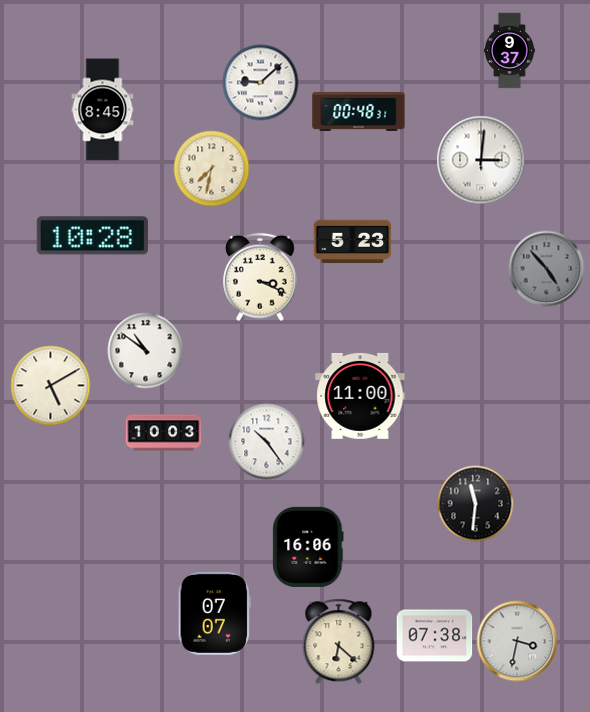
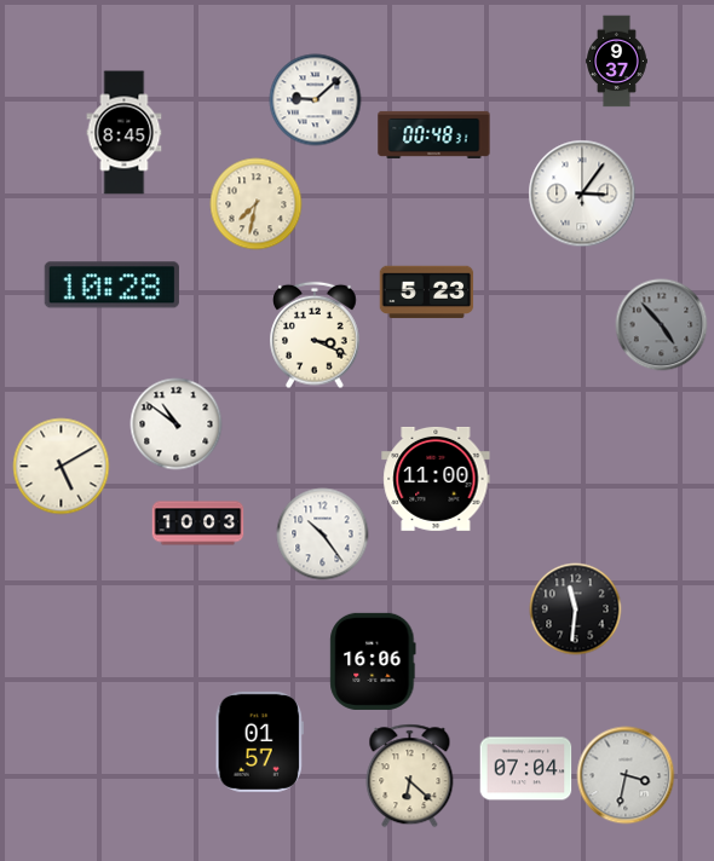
clock at (481, 160): 3:01 -> 3:06
clock at (214, 613): 07:07 -> 01:57
clock at (435, 636): 07:38 -> 07:04
